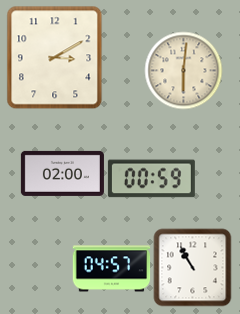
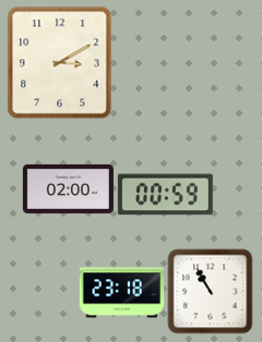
clock at (183, 70): 6:01 -> none
clock at (111, 269): 04:57 -> 23:18
